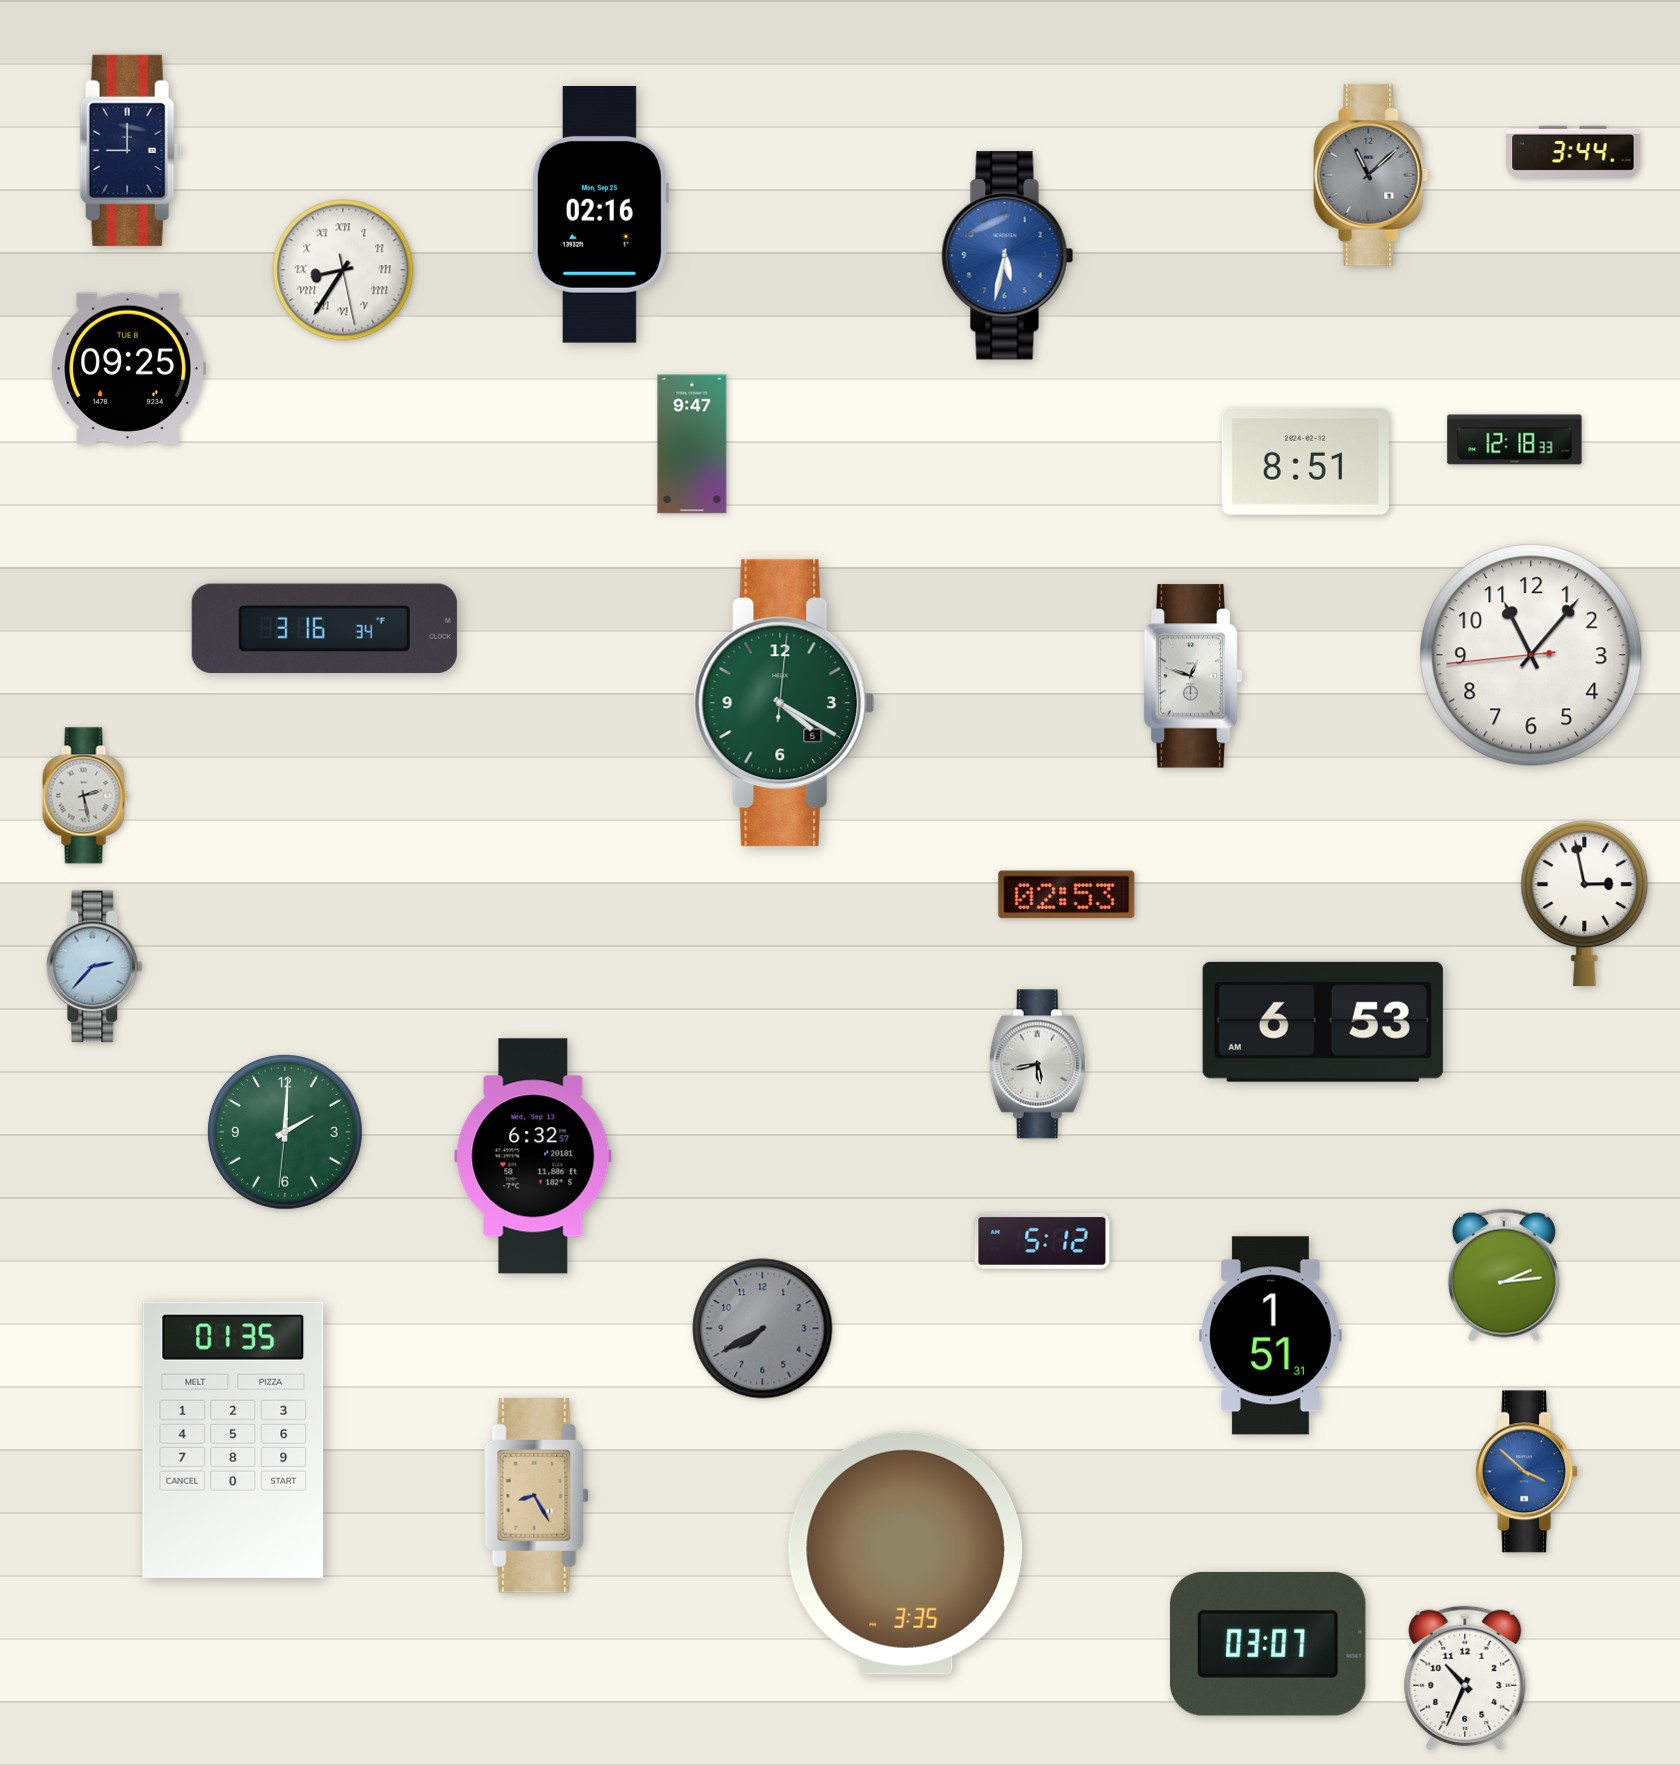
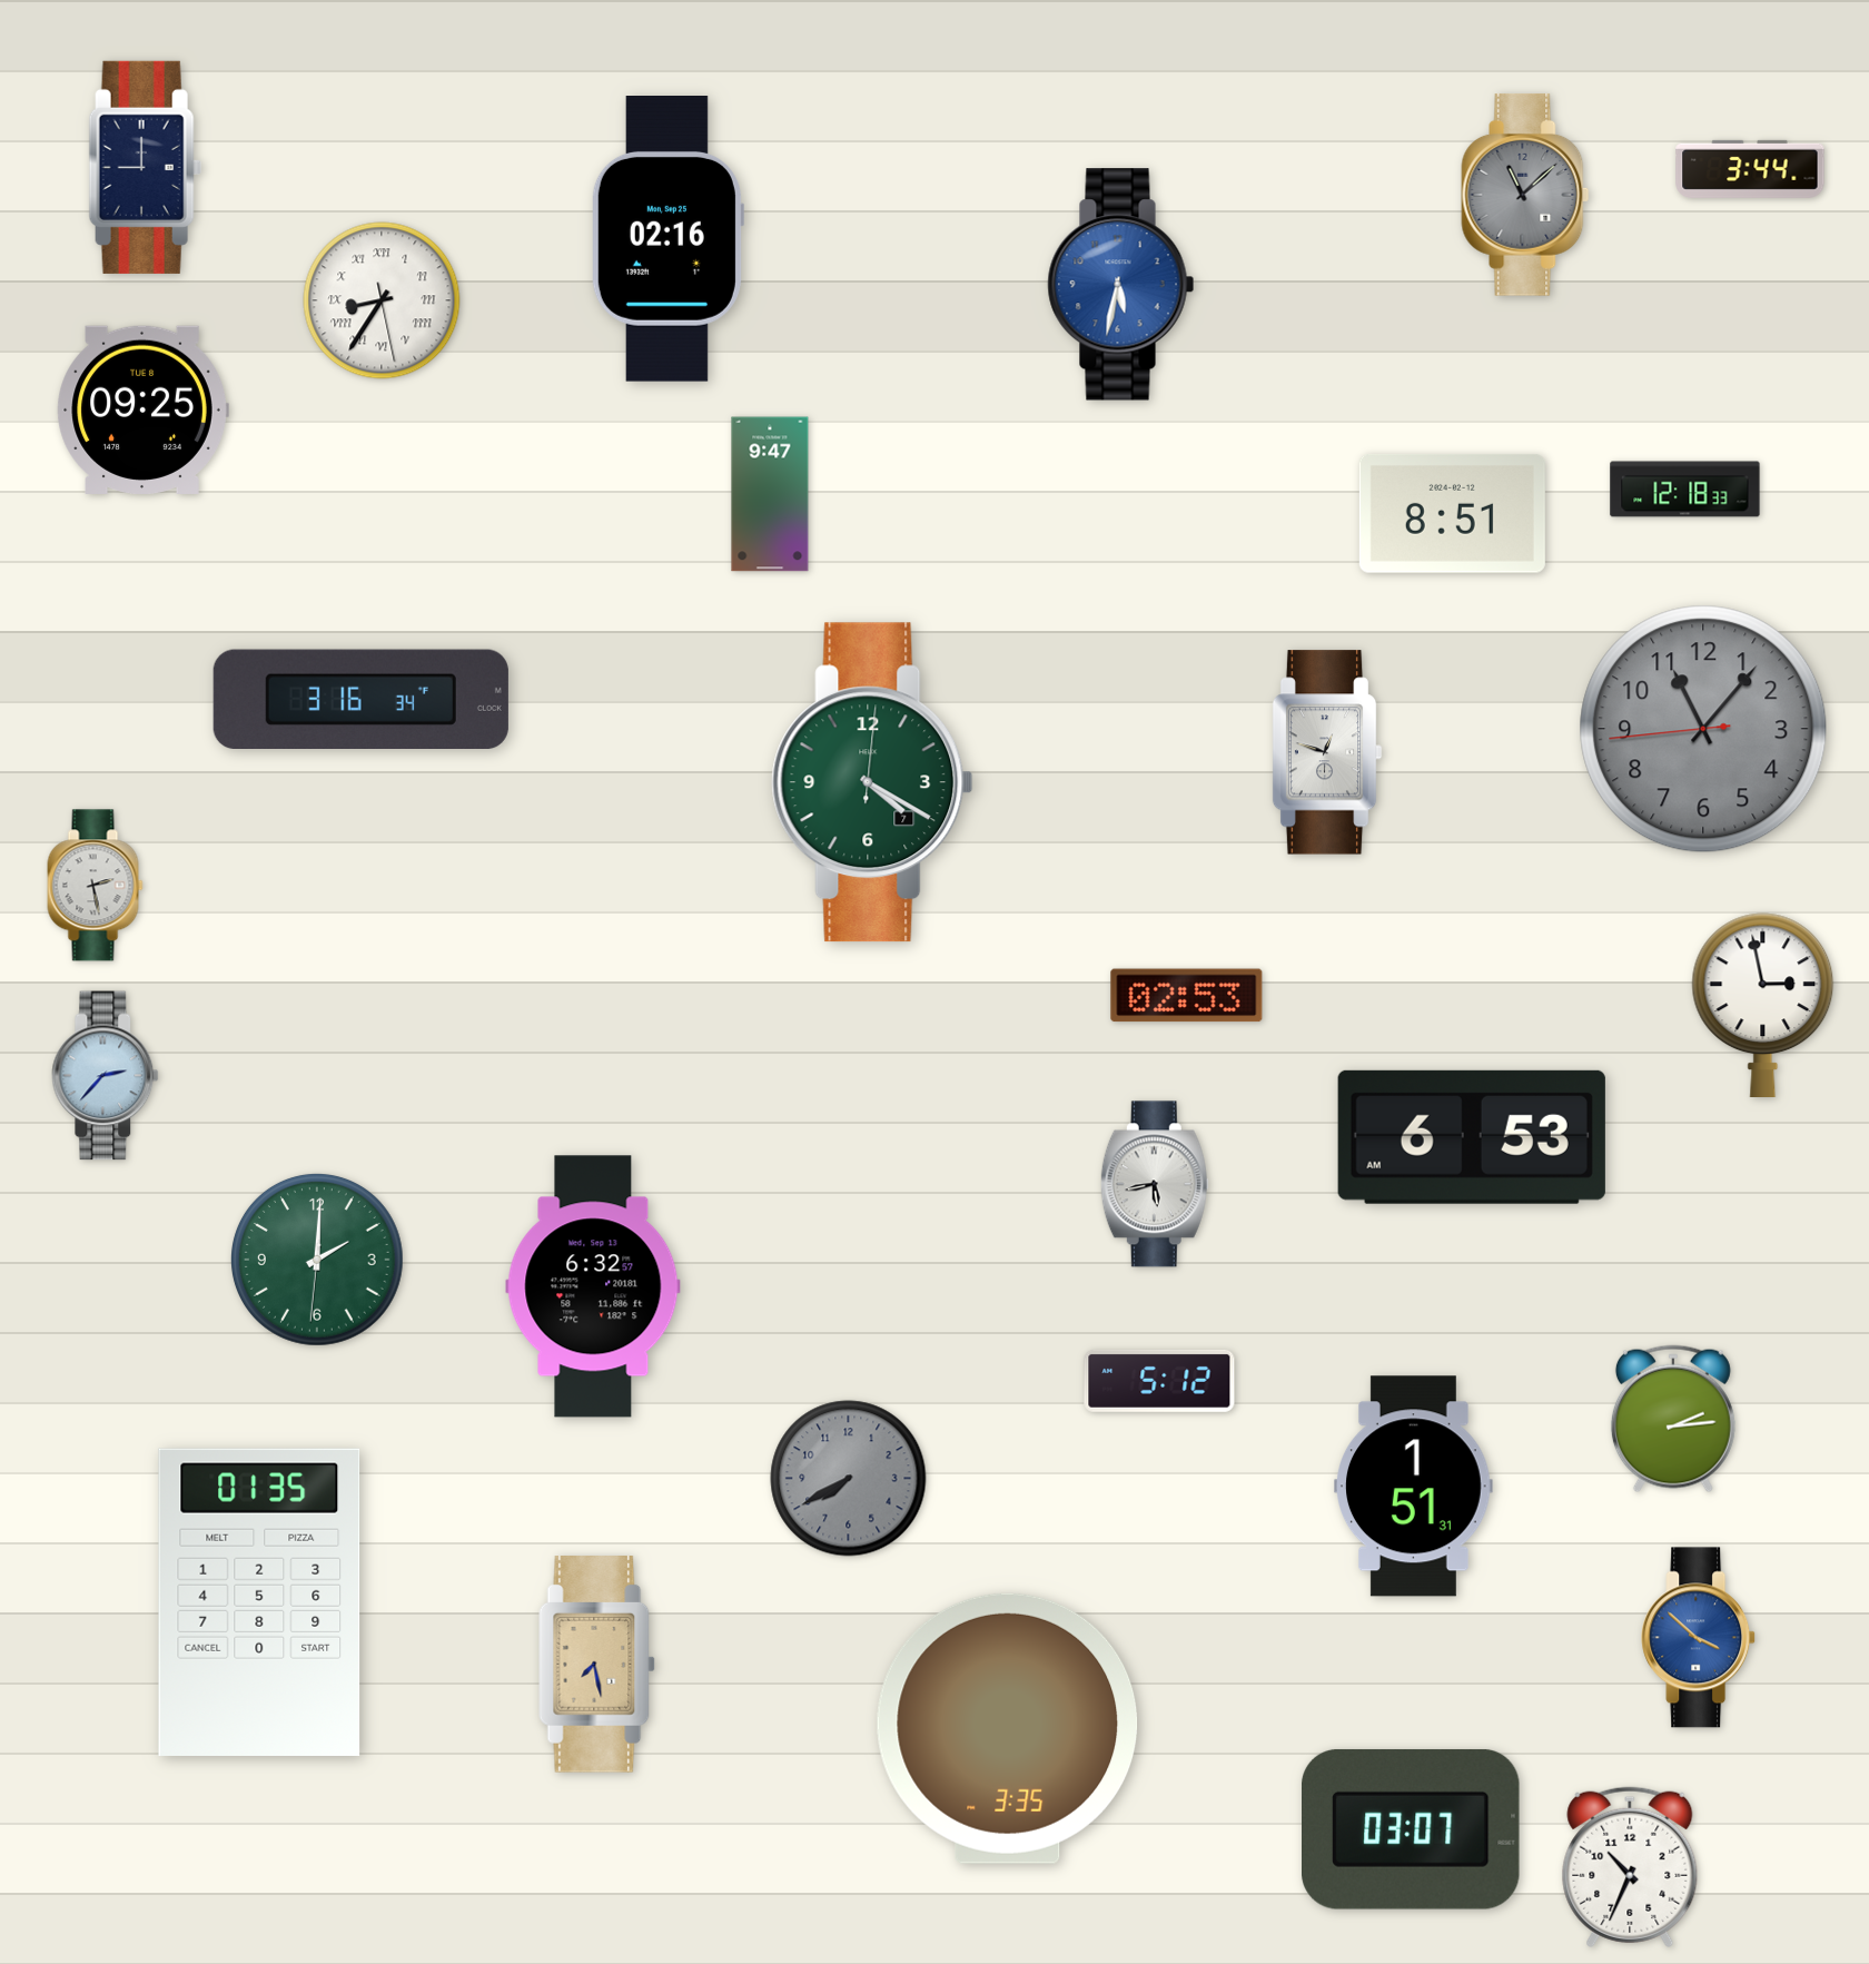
clock at (1531, 655) dial: white -> grey
clock at (784, 703) date: 5 -> 7
clock at (536, 1496): 8:25 -> 7:28
